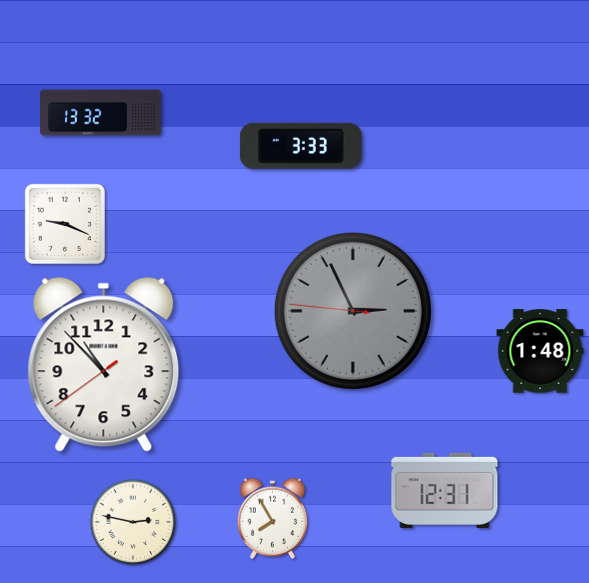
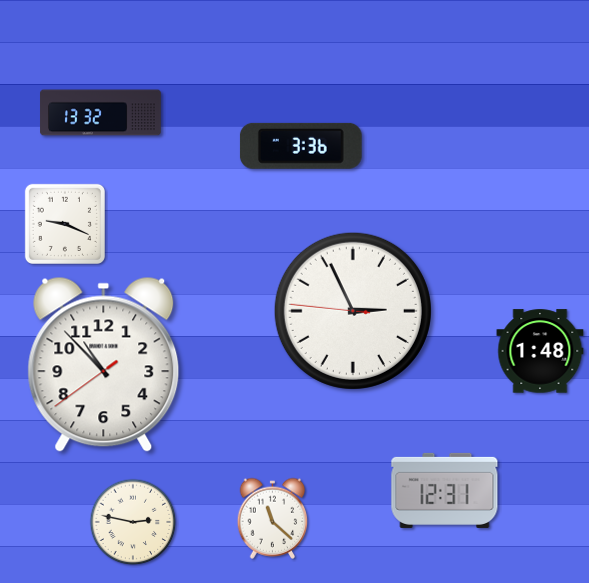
clock at (301, 146): 3:33 -> 3:36
clock at (353, 311) dial: grey -> white
clock at (273, 518): 7:55 -> 11:22
